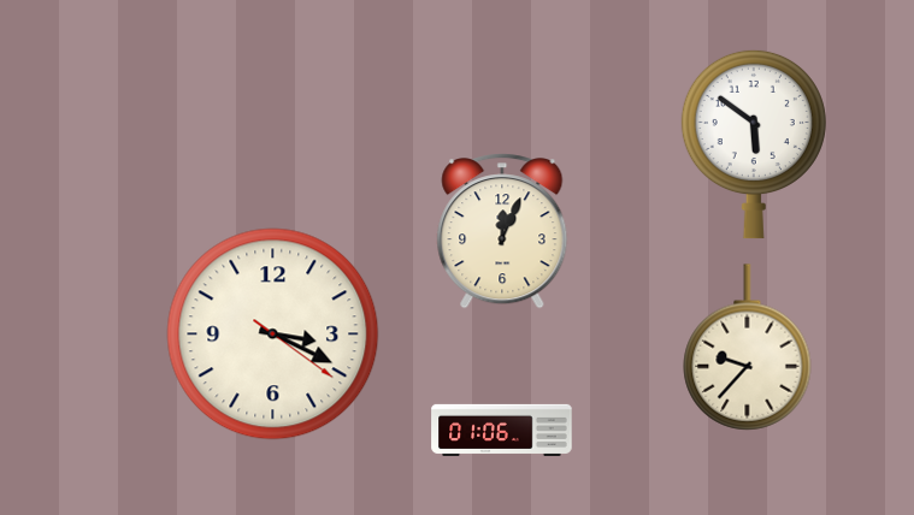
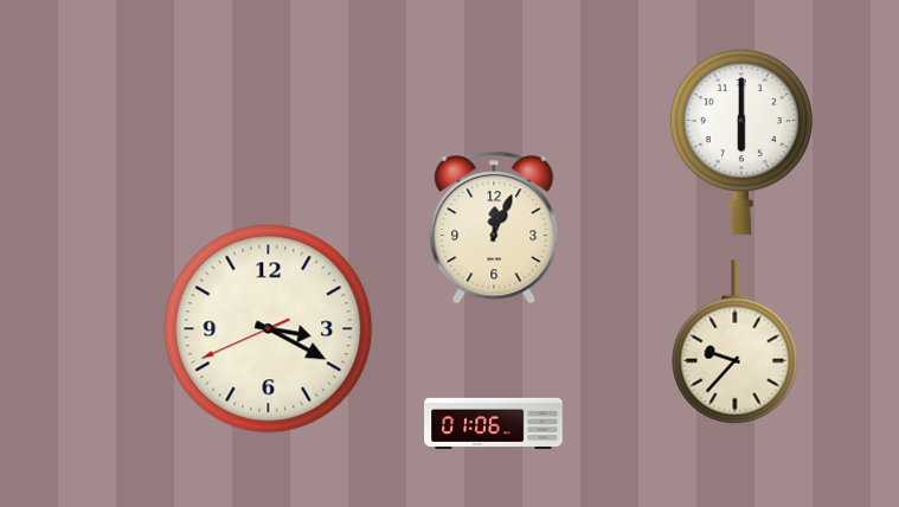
clock at (754, 144): 5:51 -> 6:00
clock at (273, 335): 3:19:21 -> 3:19:41
